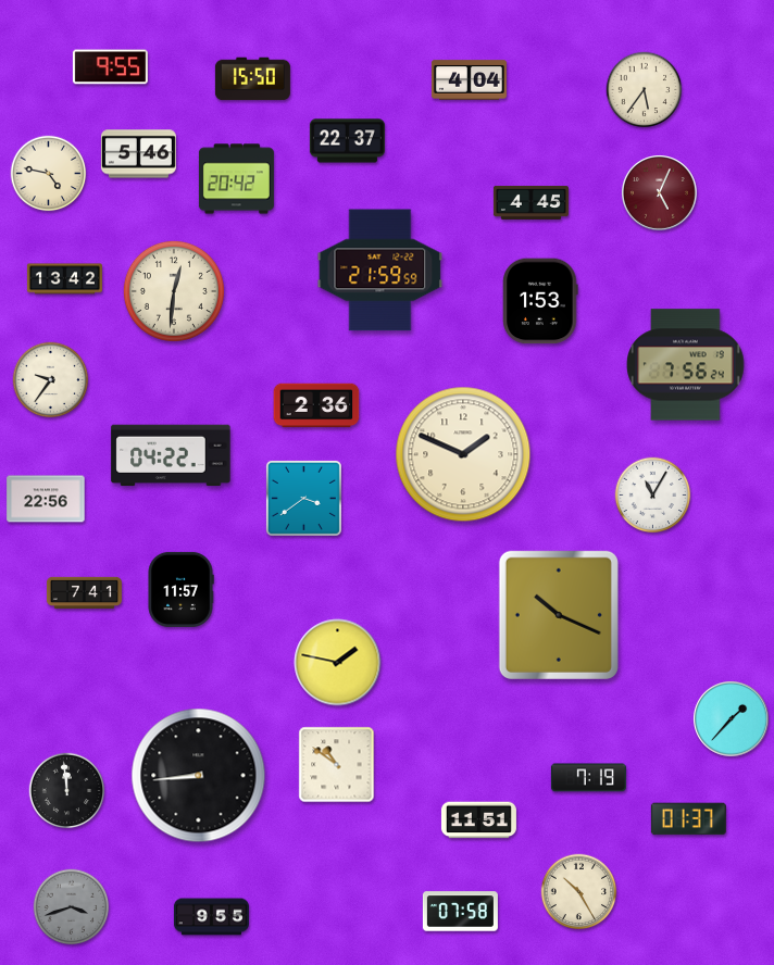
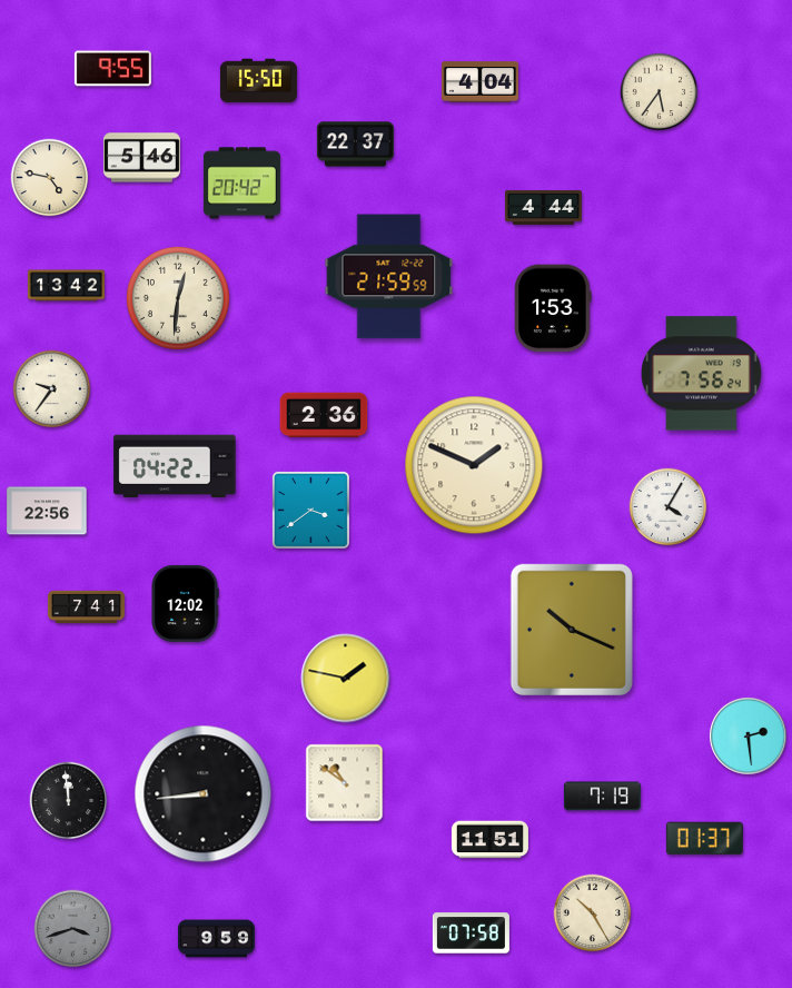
clock at (660, 193): 5:04 -> none
clock at (530, 202): 4:45 -> 4:44
clock at (653, 496): 11:05 -> 4:05
clock at (180, 589): 11:57 -> 12:02
clock at (732, 719): 1:37 -> 2:29
clock at (67, 791) position: (67, 791) -> (69, 801)
clock at (211, 917): 9:55 -> 9:59
